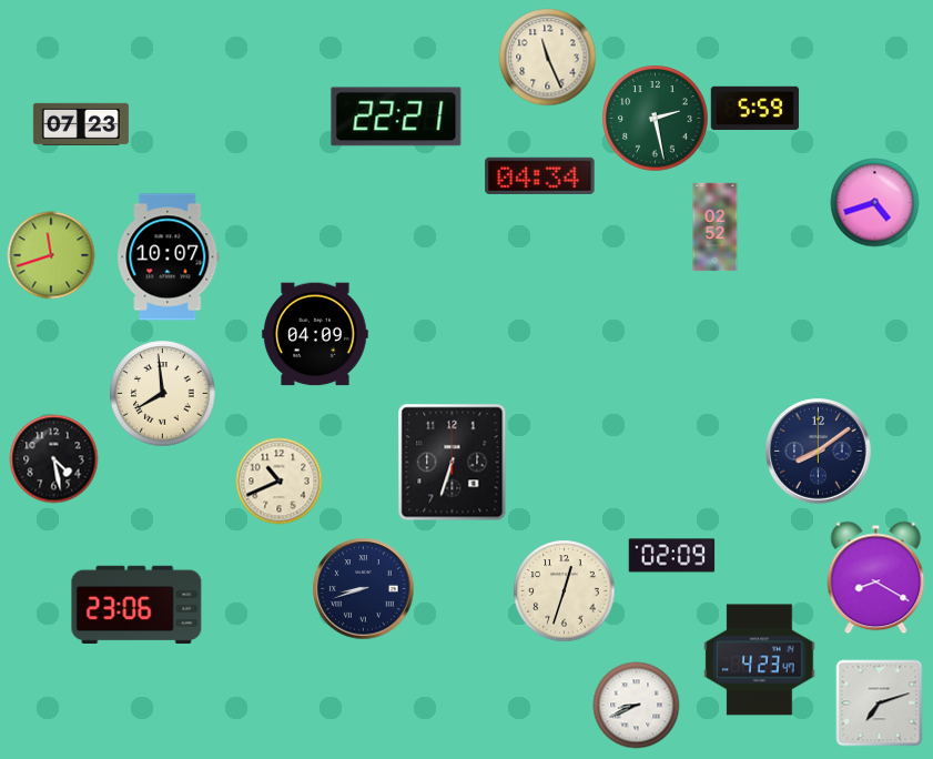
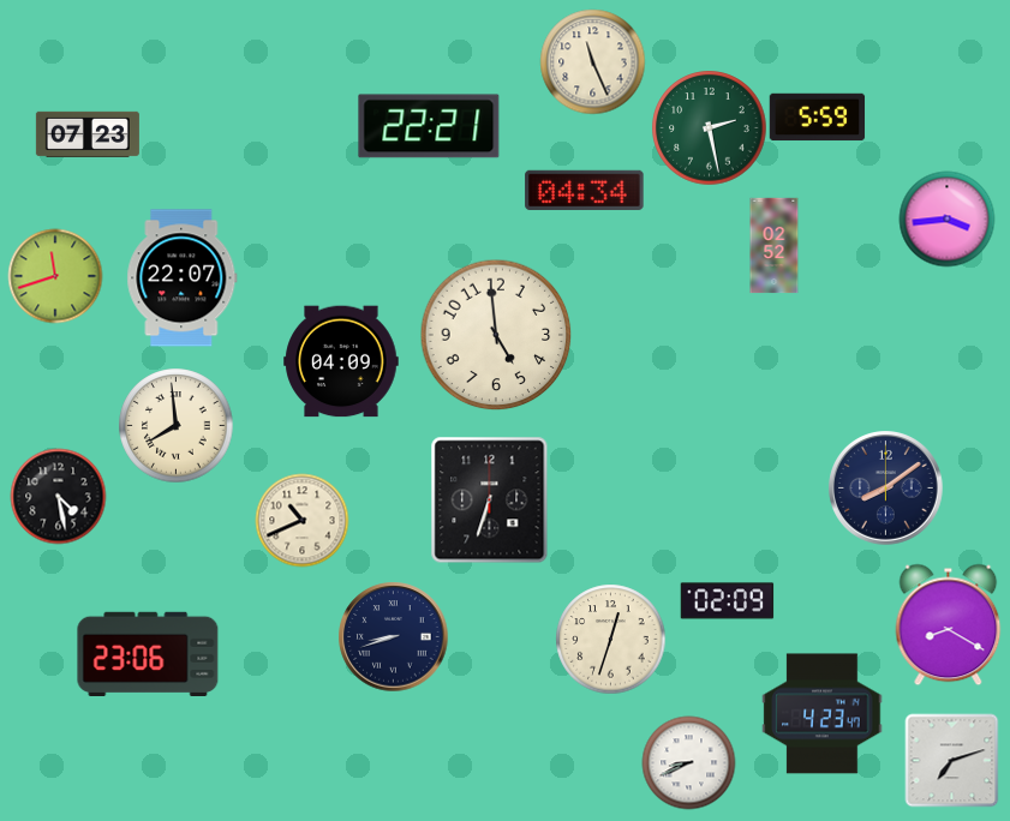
clock at (874, 202): 4:42 -> 3:44
clock at (169, 257): 10:07 -> 22:07
clock at (496, 335): none -> 4:59
